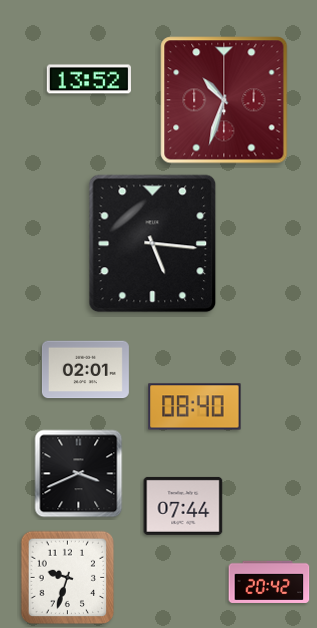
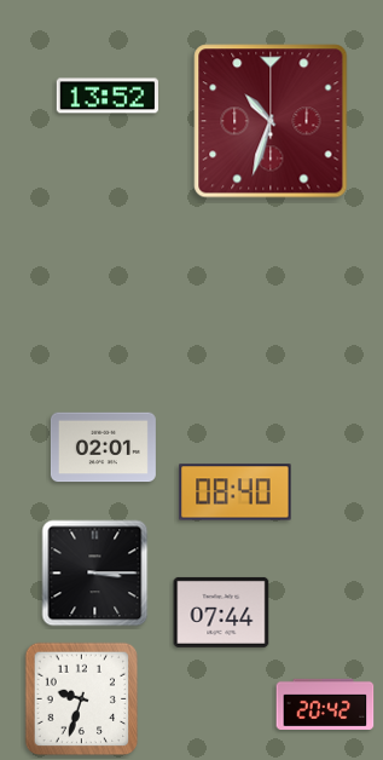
clock at (153, 244): 5:16 -> none
clock at (79, 474): 3:41 -> 3:15
